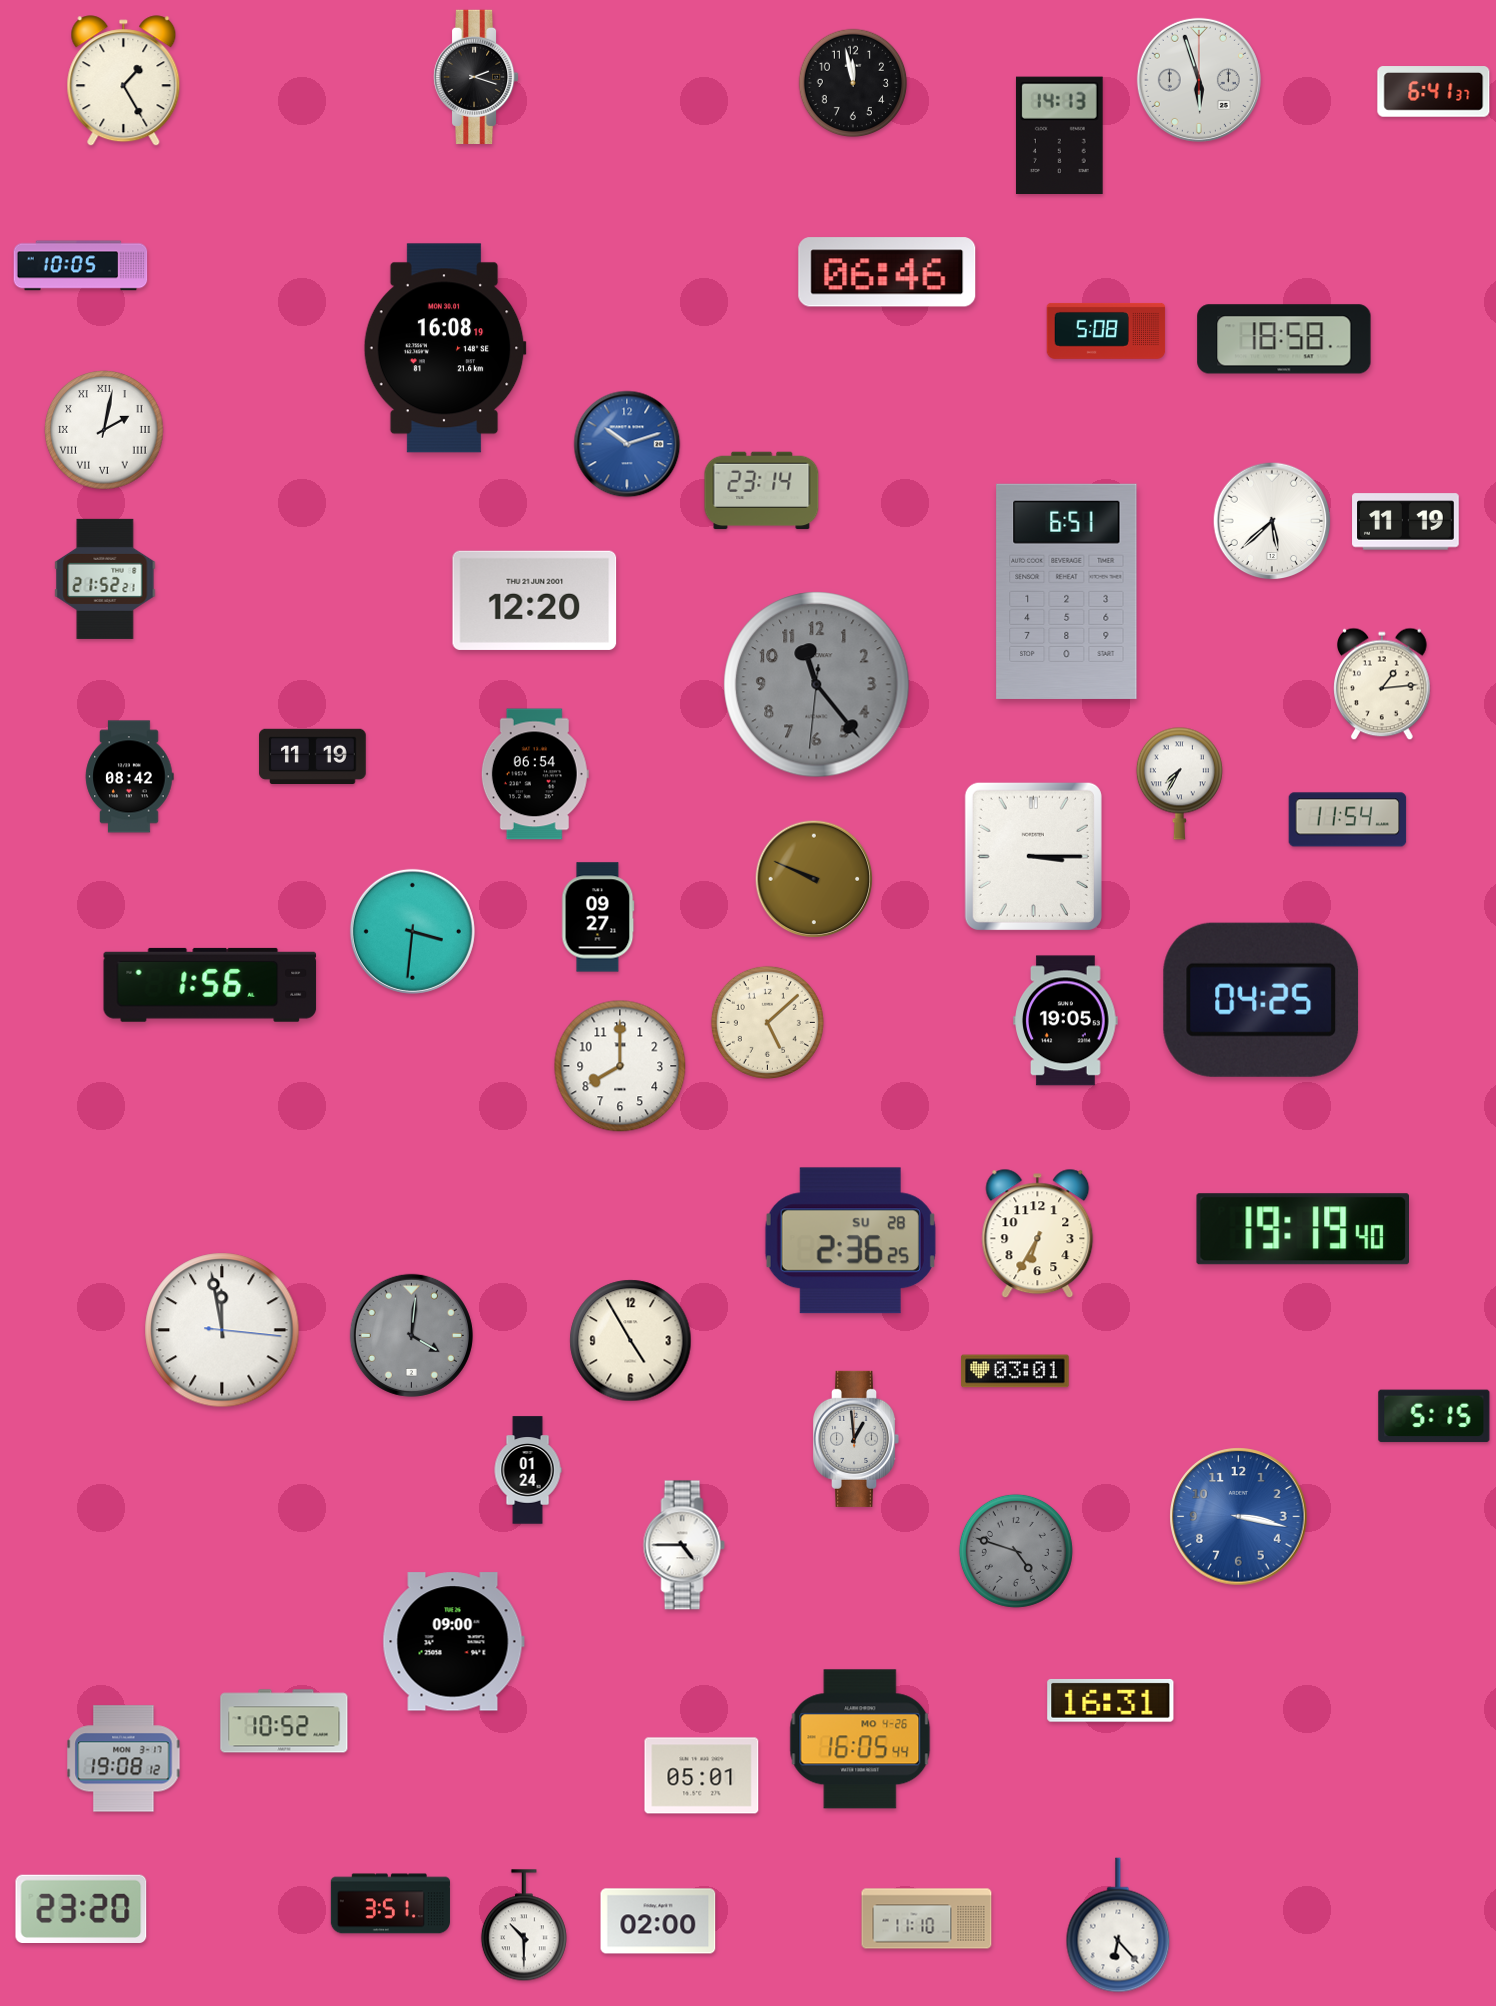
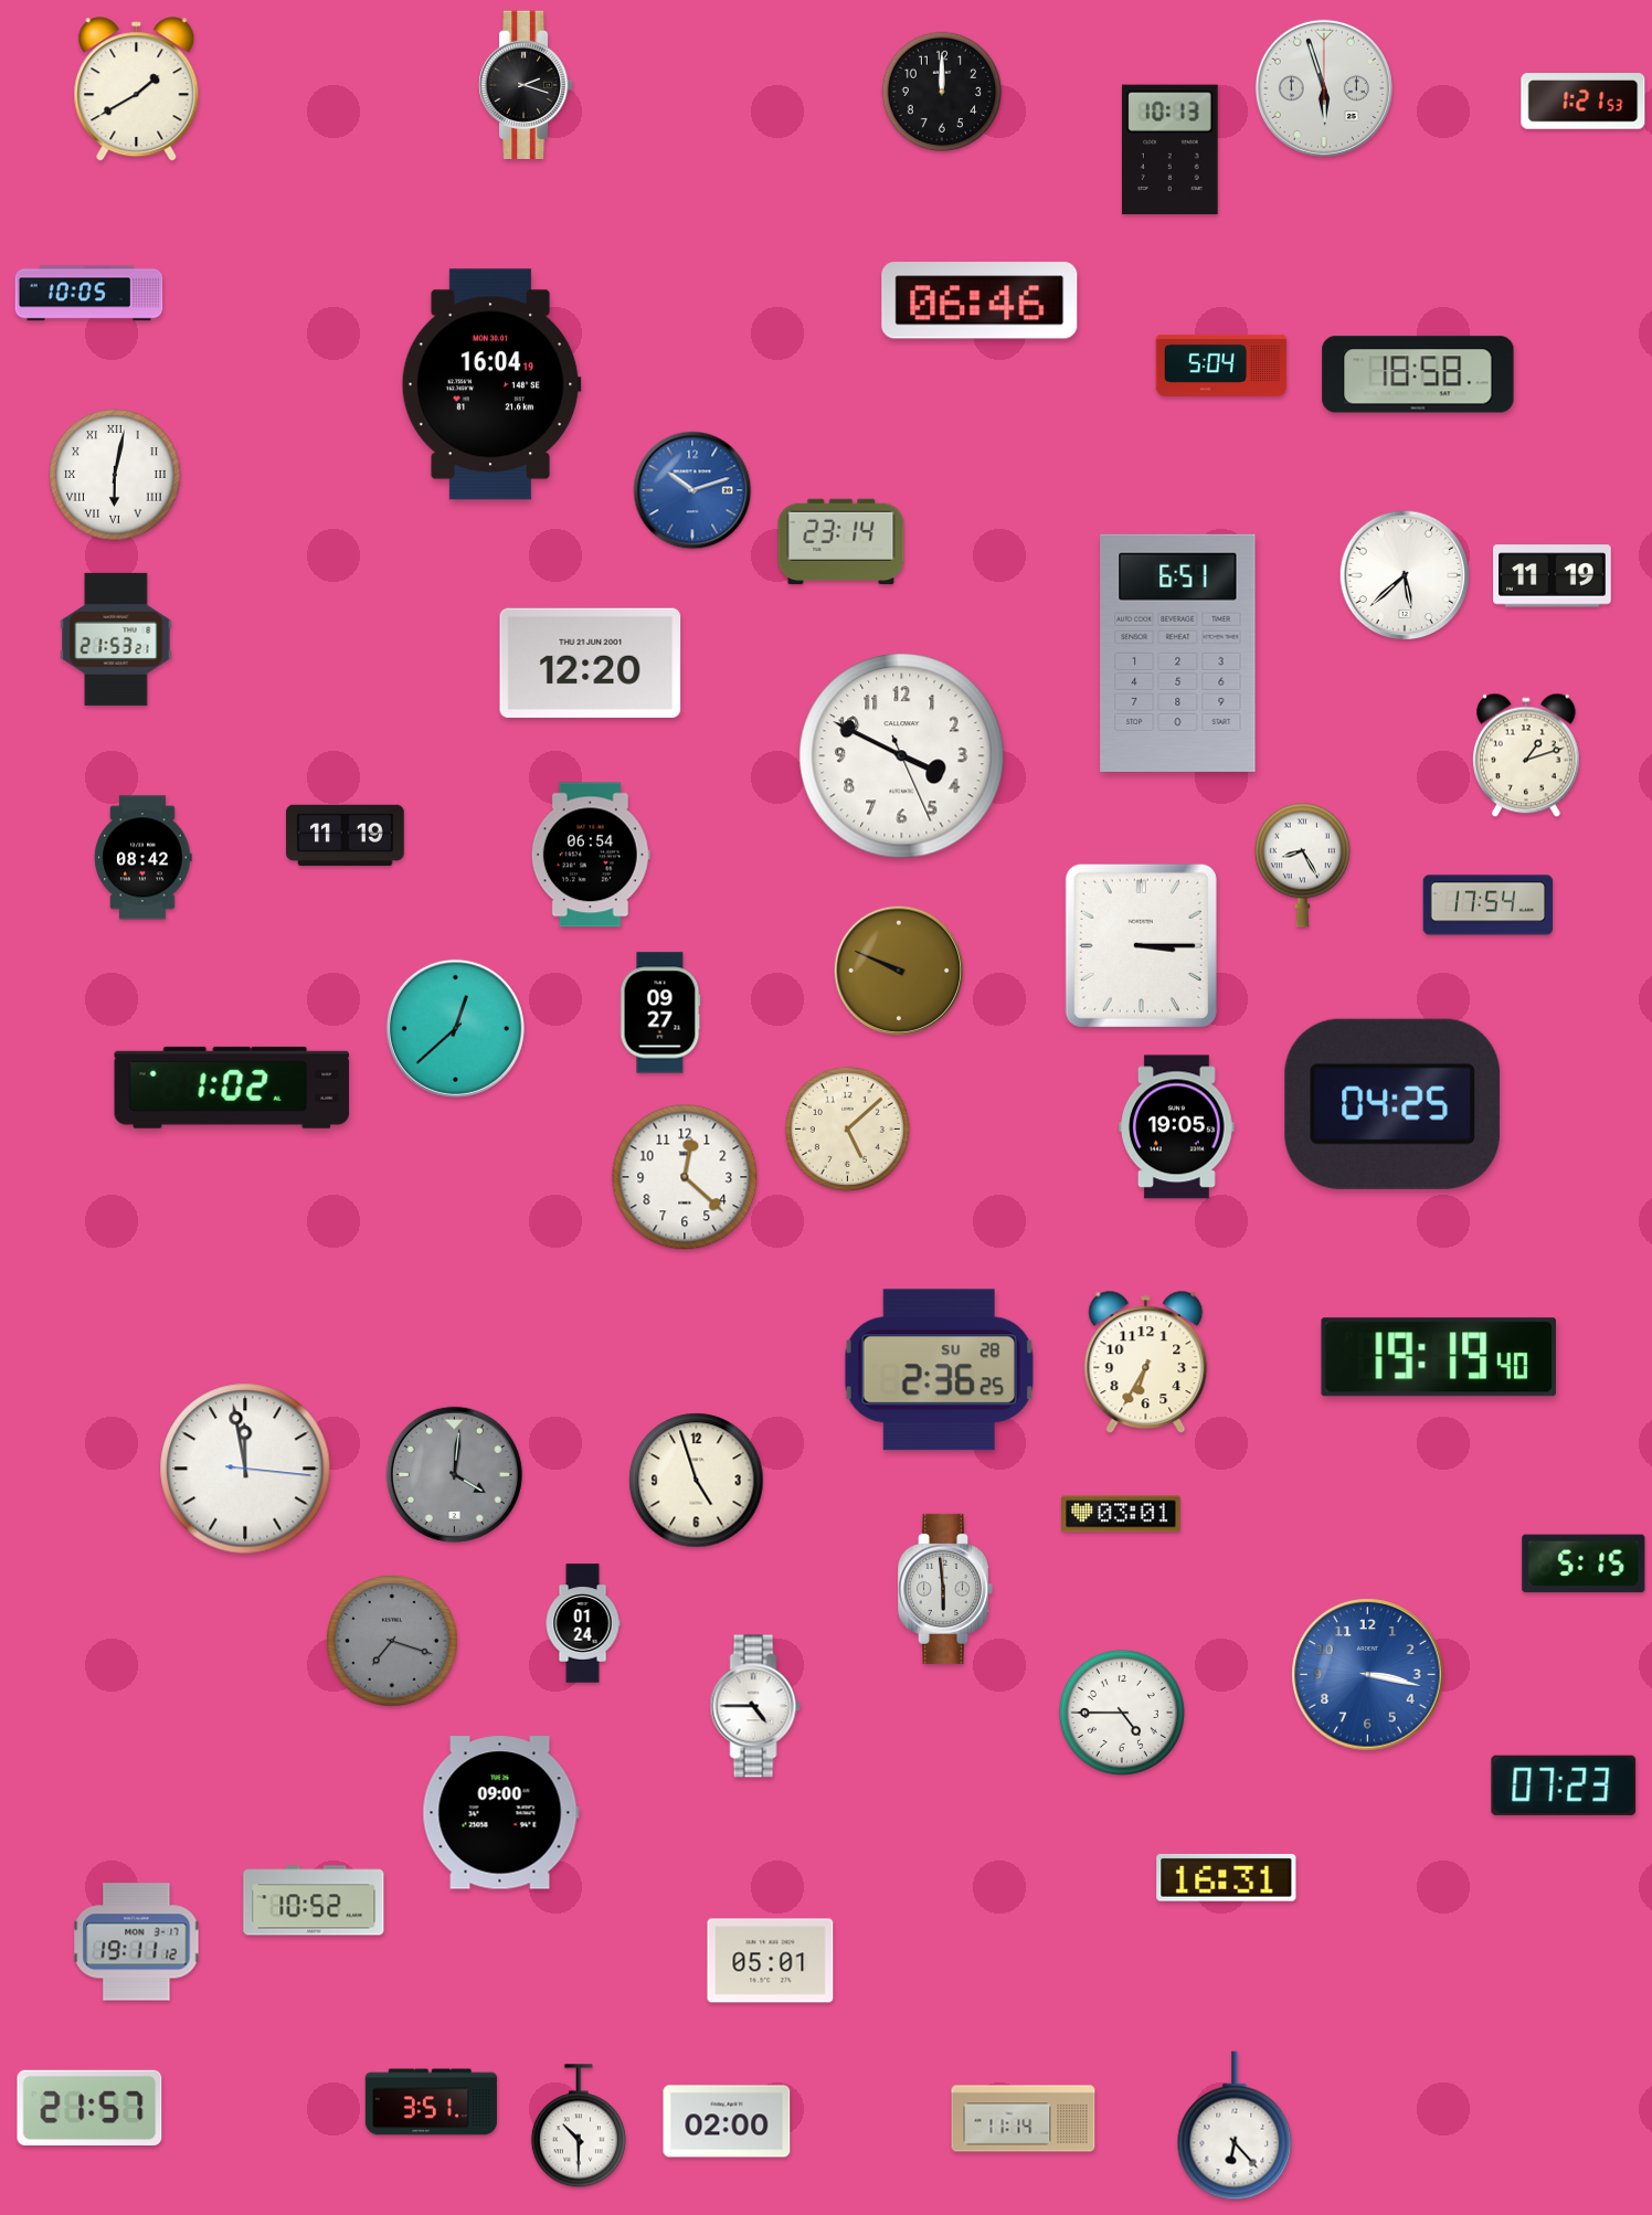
clock at (124, 81): 1:25 -> 1:40
clock at (853, 83): 11:58 -> 12:00
clock at (1434, 92): 6:41 -> 1:21
clock at (1059, 135): 14:13 -> 10:13
clock at (1106, 331): 5:08 -> 5:04
clock at (445, 348): 16:08 -> 16:04
clock at (104, 430): 2:02 -> 6:02
clock at (105, 579): 21:52 -> 21:53
clock at (1383, 684): 1:14 -> 1:12
clock at (817, 685): 11:23 -> 3:49
clock at (817, 685) dial: grey -> white
clock at (1179, 783): 7:35 -> 8:25
clock at (1348, 820): 11:54 -> 17:54
clock at (412, 931): 3:31 -> 12:38
clock at (210, 985): 1:56 -> 1:02
clock at (620, 1066): 8:00 -> 12:22
clock at (631, 1341): 4:55 -> 4:57
clock at (857, 1439): 12:59 -> 5:59
clock at (392, 1641): none -> 7:18
clock at (1016, 1551): 4:48 -> 4:45
clock at (1016, 1551) dial: grey -> white
clock at (1564, 1785): none -> 07:23
clock at (860, 1739): 16:05 -> none
clock at (124, 1759): 19:08 -> 19:11
clock at (702, 1776) position: (702, 1776) -> (771, 1961)
clock at (81, 1908): 23:20 -> 21:57
clock at (927, 1919): 11:10 -> 11:14
